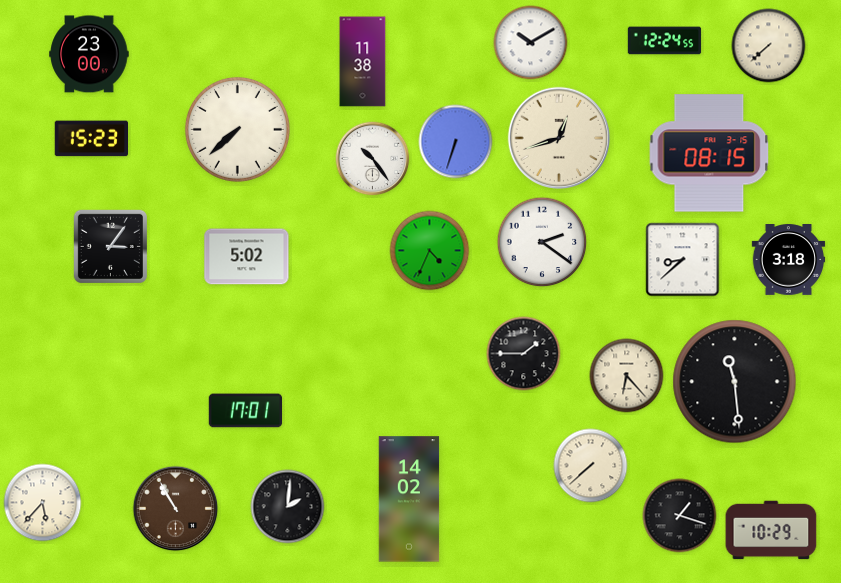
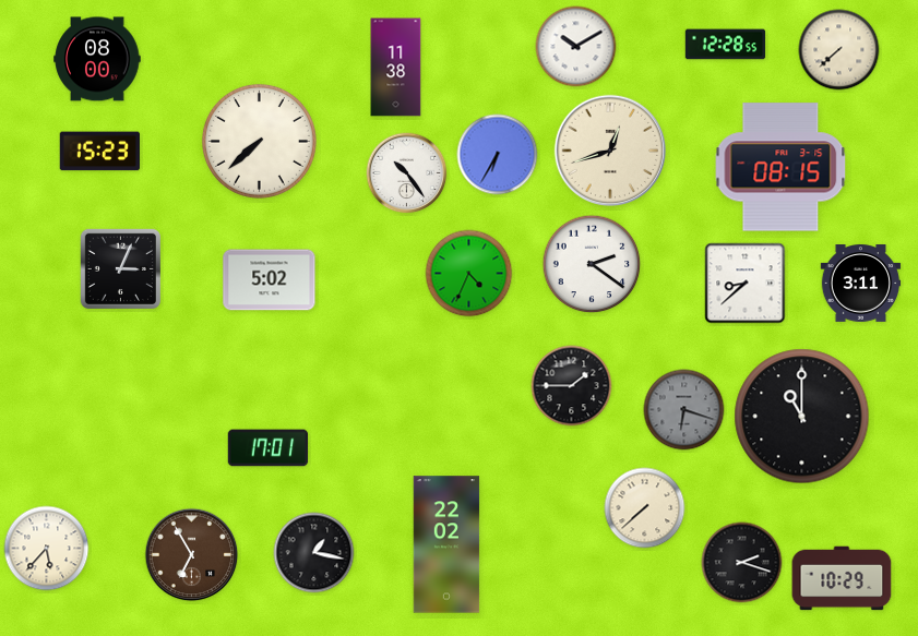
clock at (665, 41): 12:24 -> 12:28
clock at (531, 43) position: (531, 43) -> (576, 47)
clock at (89, 54): 23:00 -> 08:00
clock at (456, 142): 6:33 -> 6:35
clock at (709, 153) position: (709, 153) -> (780, 167)
clock at (110, 246): 3:06 -> 3:04
clock at (789, 260): 3:18 -> 3:11
clock at (627, 376): 6:23 -> 6:18
clock at (627, 376) dial: cream -> grey
clock at (735, 382): 11:29 -> 11:00
clock at (409, 499): 14:02 -> 22:02
clock at (288, 507): 2:01 -> 1:17
clock at (176, 509): 10:55 -> 6:55
clock at (680, 516): 1:18 -> 2:18
